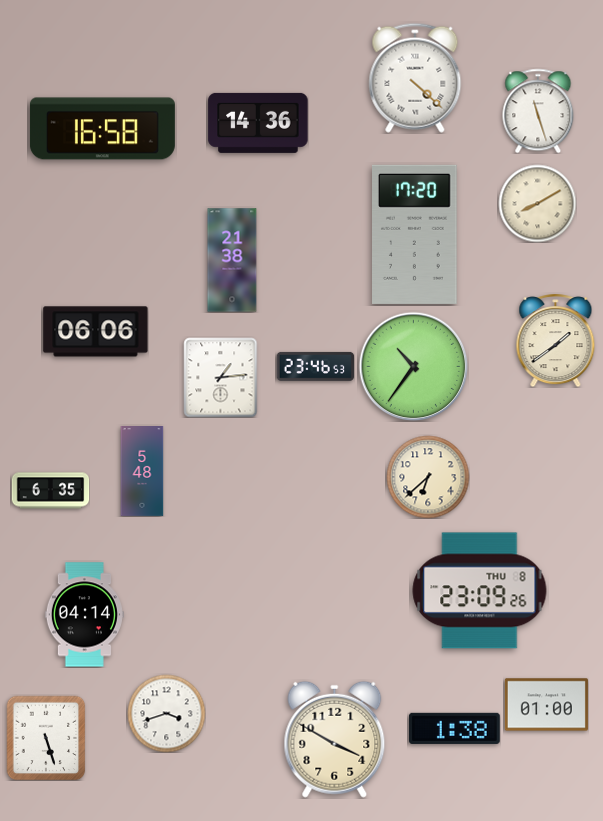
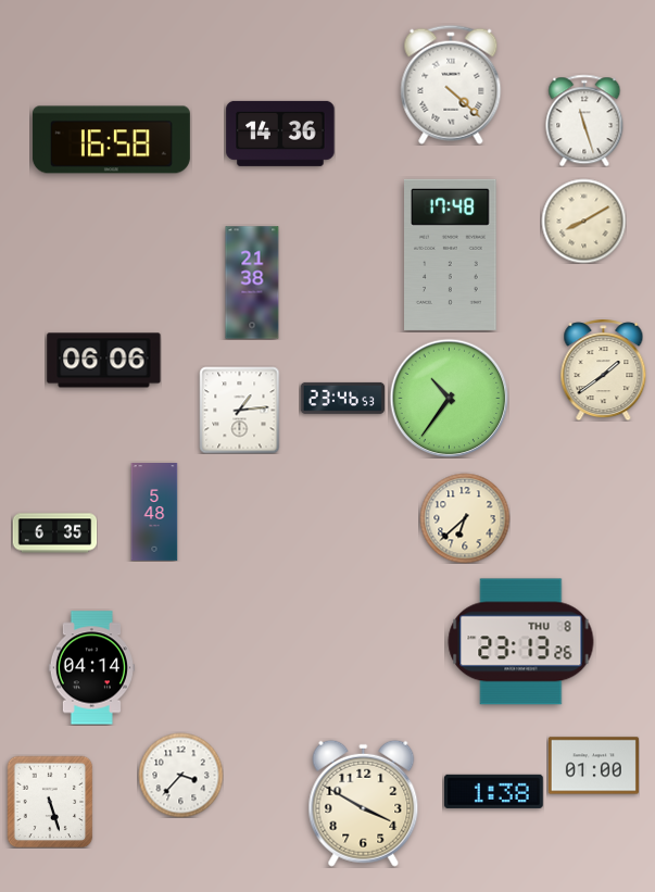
clock at (415, 234): 17:20 -> 17:48
clock at (480, 591): 23:09 -> 23:13
clock at (166, 713): 3:42 -> 3:37
